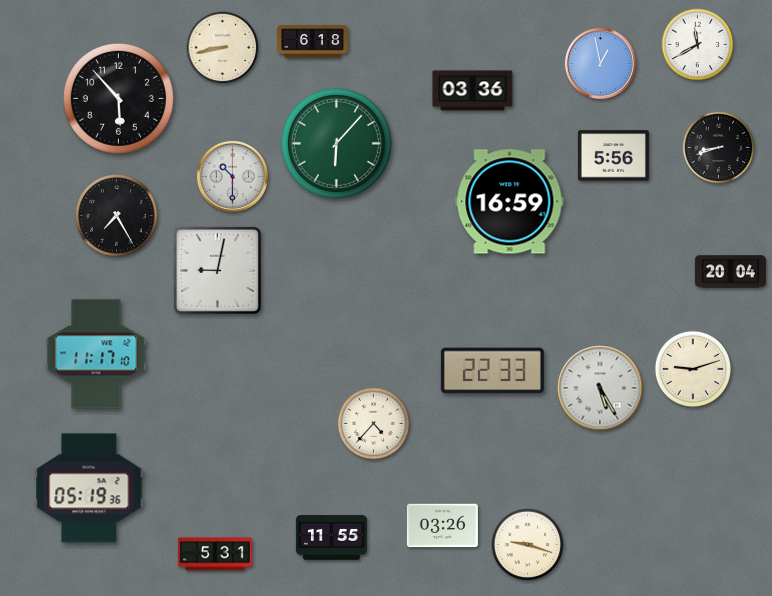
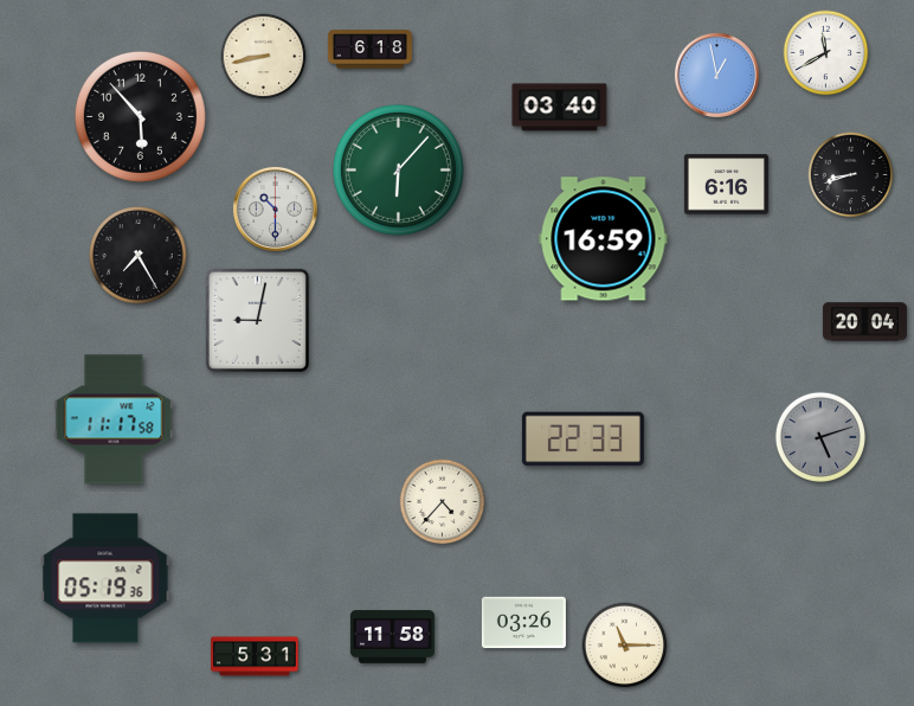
clock at (600, 63) position: (600, 63) -> (716, 75)
clock at (473, 91): 03:36 -> 03:40
clock at (613, 156): 5:56 -> 6:16
clock at (96, 354): 11:17:10 -> 11:17:58
clock at (692, 368): 9:12 -> 5:12
clock at (692, 368) dial: cream -> grey
clock at (600, 388): 5:25 -> none
clock at (331, 538): 11:55 -> 11:58
clock at (528, 545): 9:18 -> 11:15
